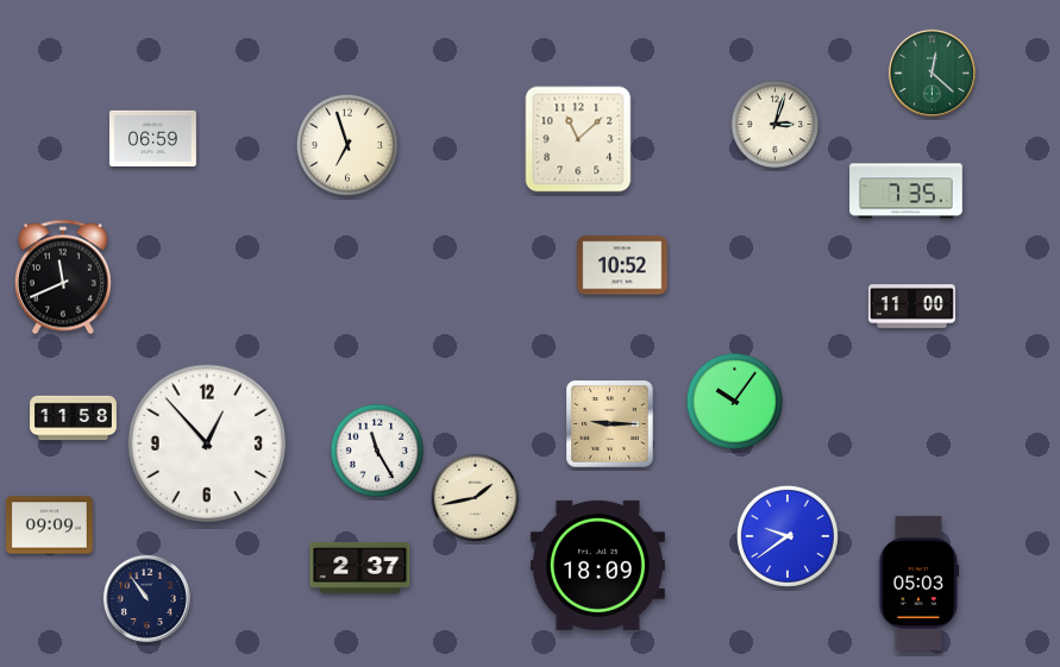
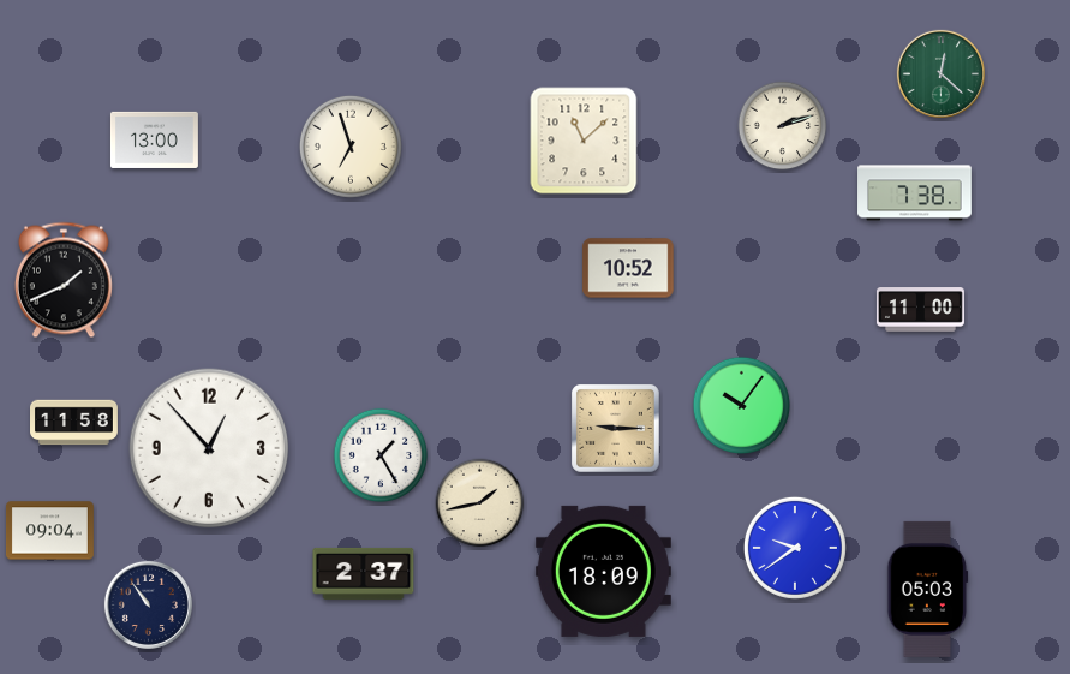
clock at (776, 125): 3:03 -> 2:12
clock at (152, 138): 06:59 -> 13:00
clock at (907, 191): 7:35 -> 7:38
clock at (63, 277): 11:41 -> 1:41
clock at (377, 451): 11:25 -> 1:25
clock at (49, 526): 09:09 -> 09:04
clock at (788, 536) position: (788, 536) -> (795, 548)
